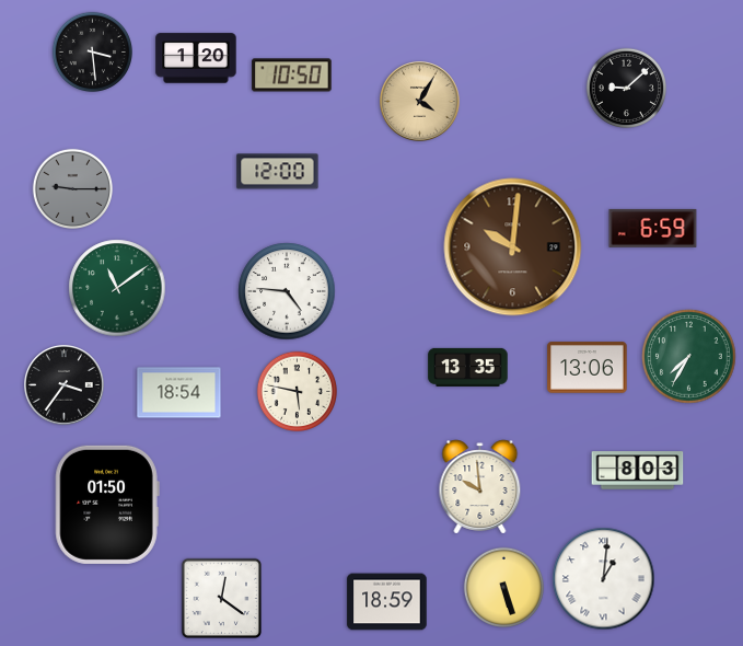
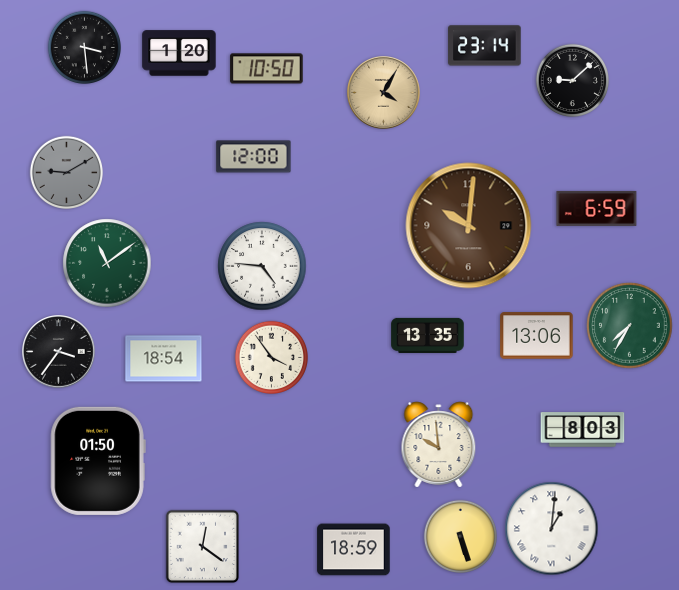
clock at (485, 46): none -> 23:14
clock at (72, 188): 9:15 -> 9:10
clock at (297, 391): 5:47 -> 3:54
